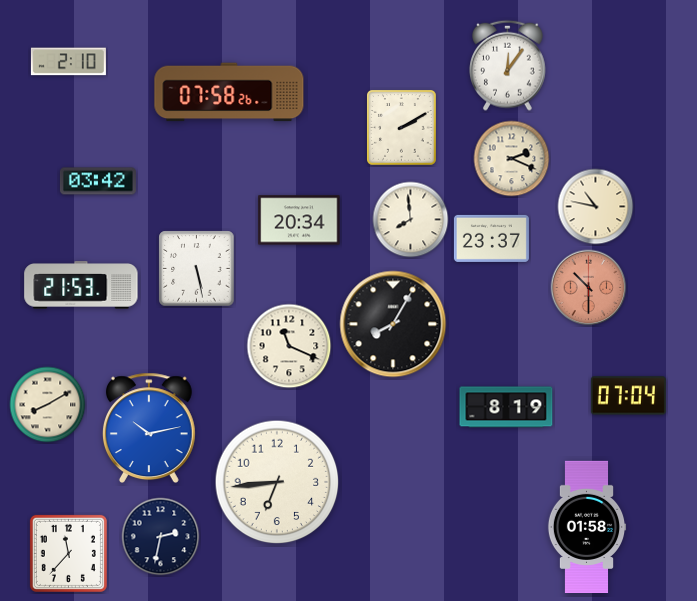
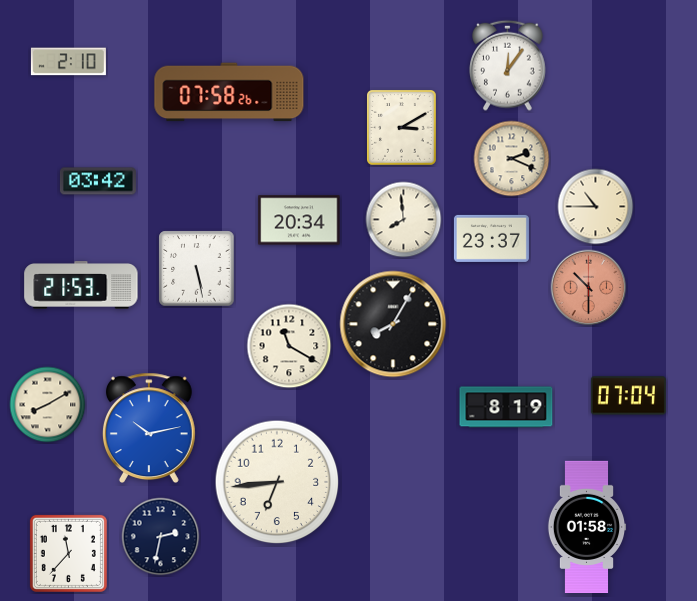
clock at (402, 128): 2:10 -> 3:10
clock at (596, 207): 10:47 -> 10:45
clock at (411, 220) position: (411, 220) -> (404, 220)
clock at (289, 346): 11:19 -> 11:20
